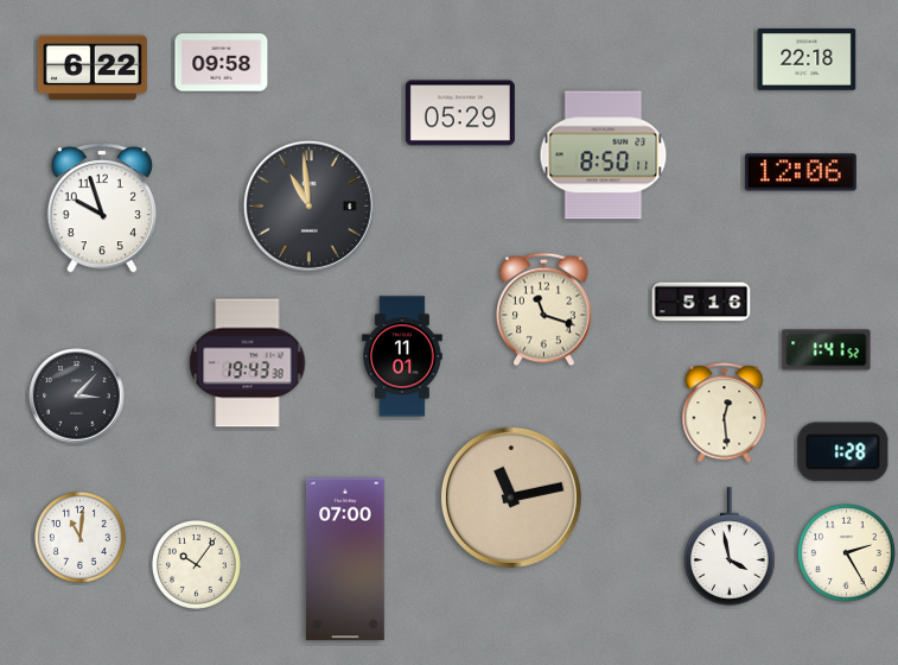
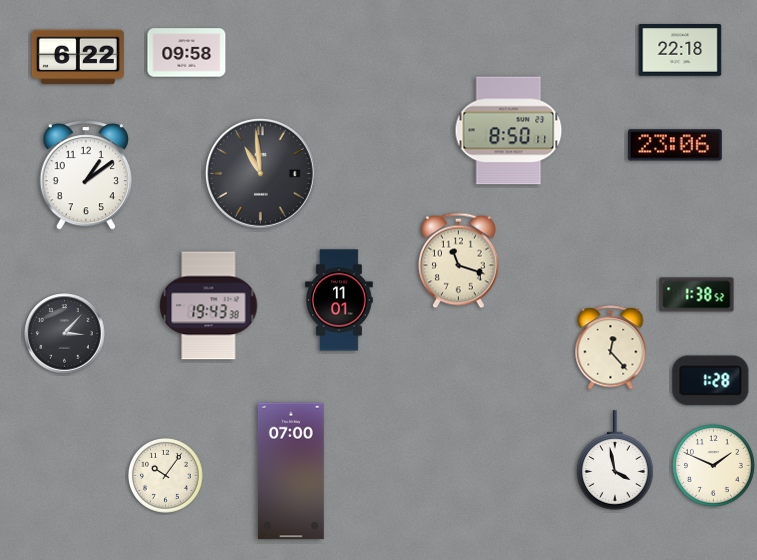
clock at (460, 113): 05:29 -> none
clock at (802, 172): 12:06 -> 23:06
clock at (101, 208): 9:57 -> 1:09
clock at (701, 302): 5:16 -> none
clock at (827, 350): 1:41 -> 1:38
clock at (725, 413): 12:29 -> 12:23
clock at (511, 498): 11:13 -> none
clock at (79, 537): 11:01 -> none
clock at (847, 553): 2:25 -> 1:49
